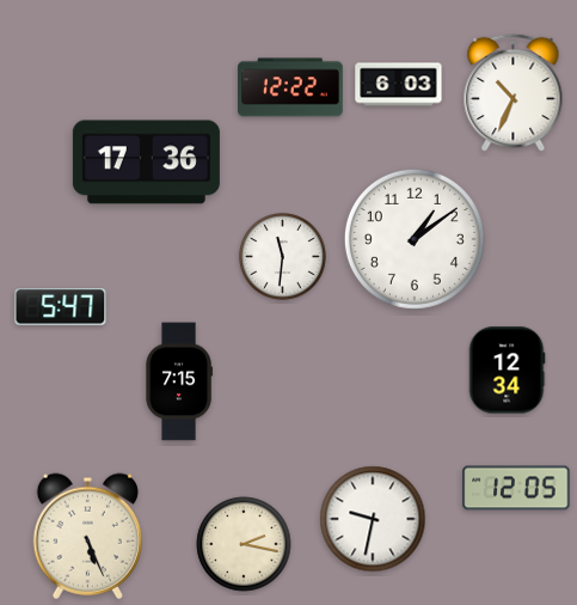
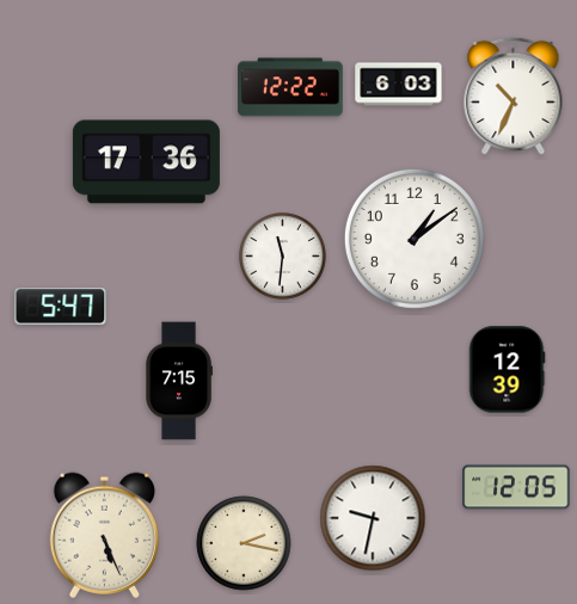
clock at (514, 93) position: (514, 93) -> (514, 97)
clock at (507, 371): 12:34 -> 12:39
clock at (87, 536) position: (87, 536) -> (104, 535)
